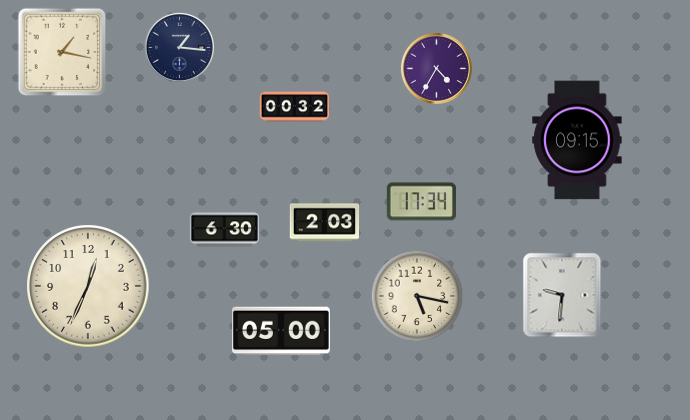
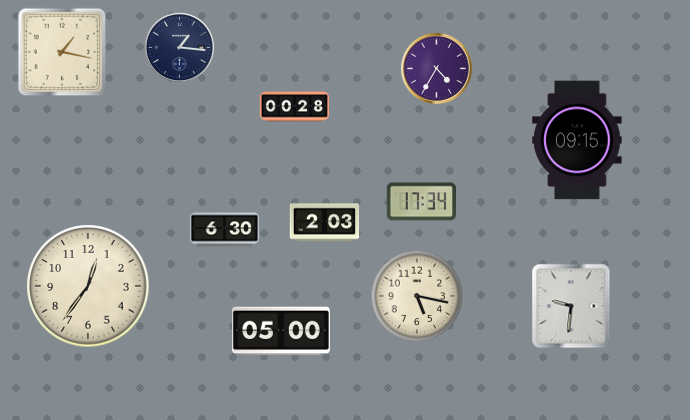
clock at (295, 107): 00:32 -> 00:28
clock at (88, 286): 12:34 -> 12:36
clock at (562, 295) position: (562, 295) -> (571, 306)
